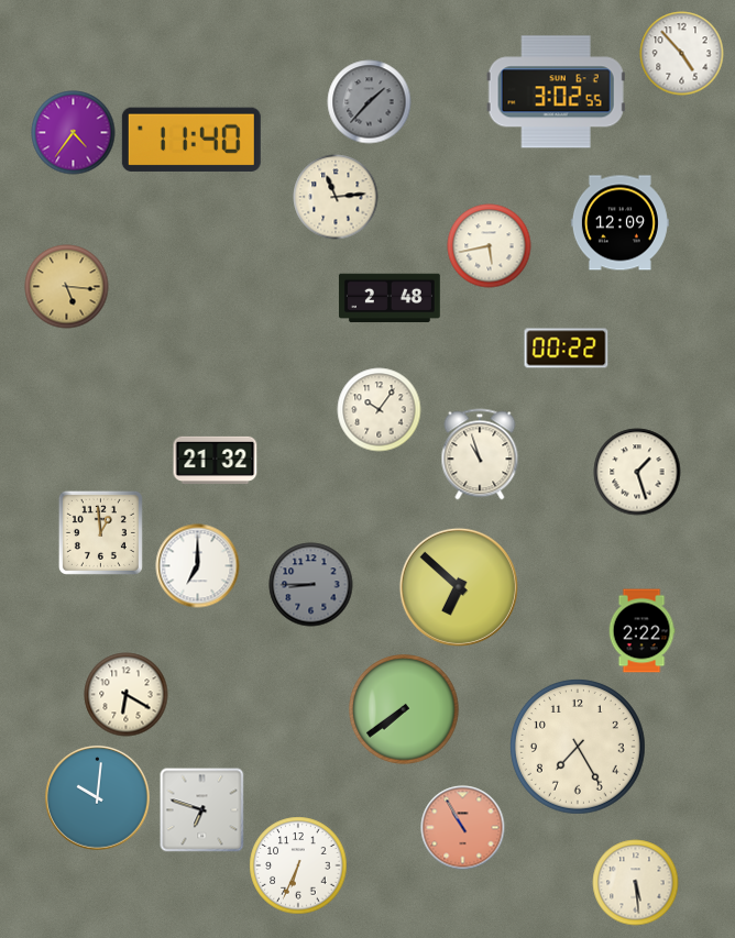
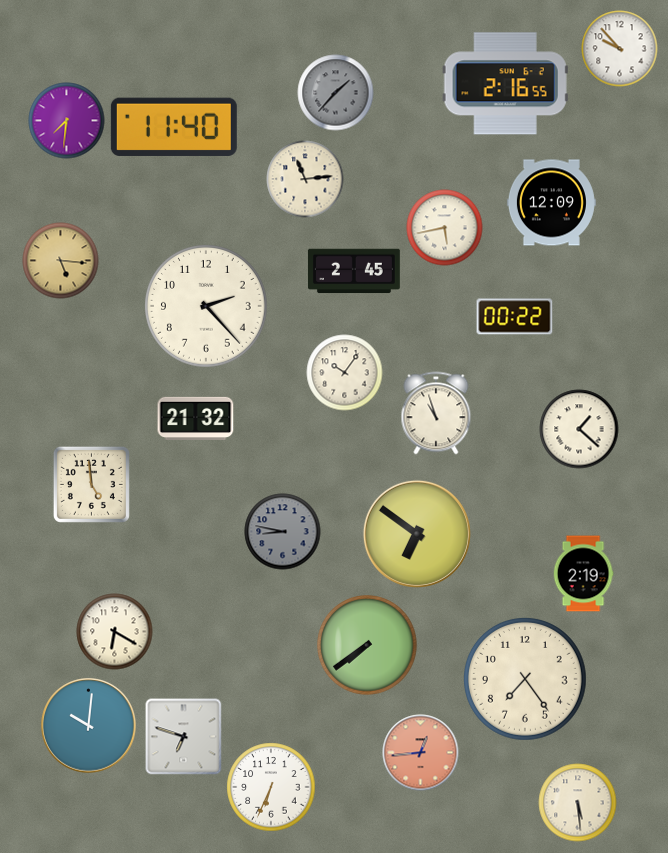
clock at (682, 54): 4:53 -> 9:53
clock at (556, 92): 3:02 -> 2:16
clock at (74, 133): 4:36 -> 7:31
clock at (619, 223) position: (619, 223) -> (551, 203)
clock at (490, 246) position: (490, 246) -> (445, 228)
clock at (390, 298): 2:48 -> 2:45
clock at (207, 307): none -> 2:23
clock at (637, 472): 1:27 -> 1:22
clock at (100, 532): 12:59 -> 4:59
clock at (198, 566): 7:00 -> none
clock at (311, 585): 8:45 -> 8:47
clock at (459, 587): 6:52 -> 6:51
clock at (641, 631): 2:22 -> 2:19
clock at (579, 748): 7:25 -> 7:24
clock at (463, 828): 10:55 -> 12:44
